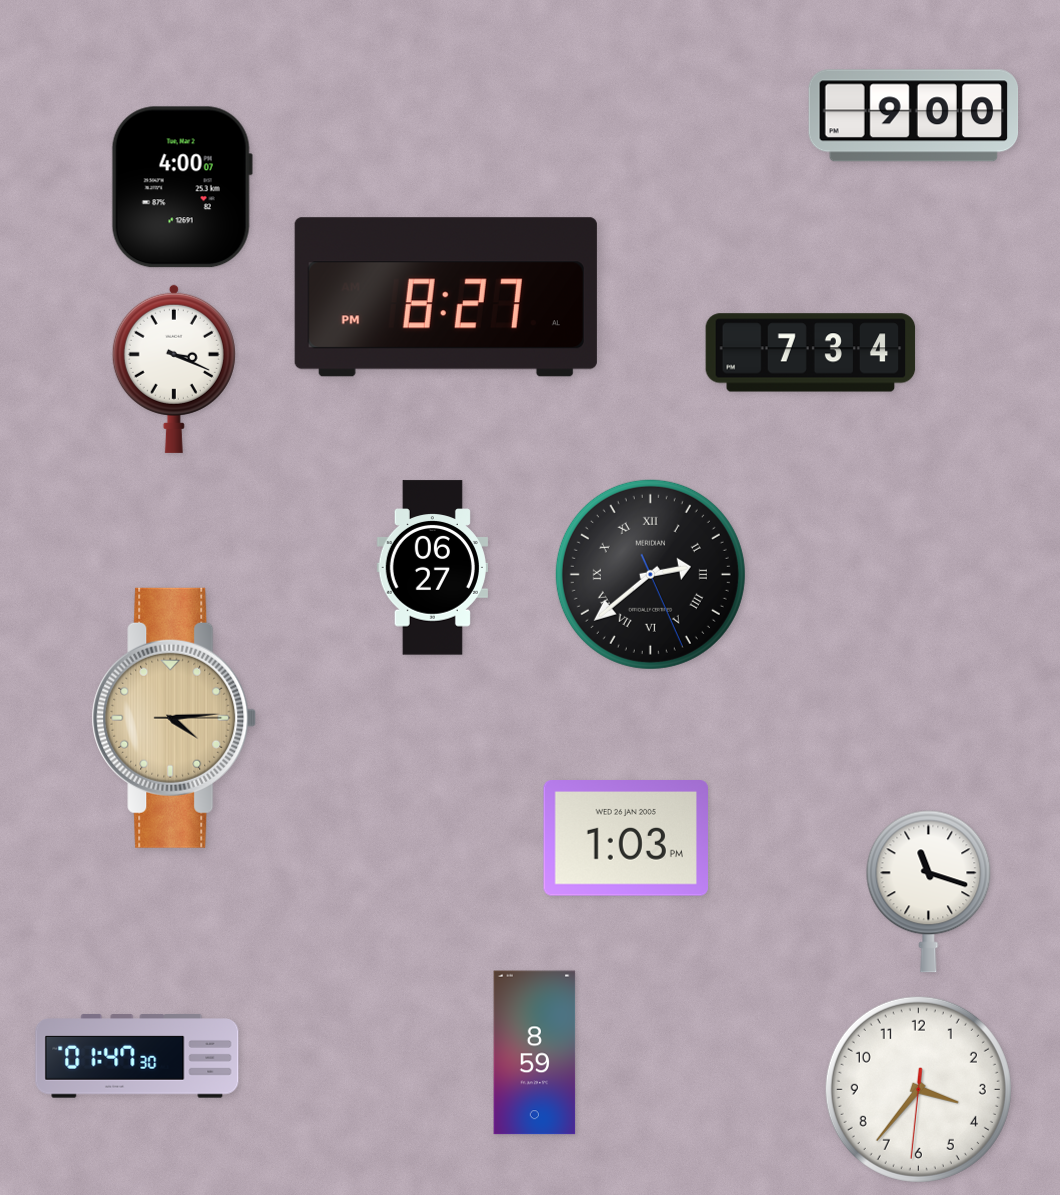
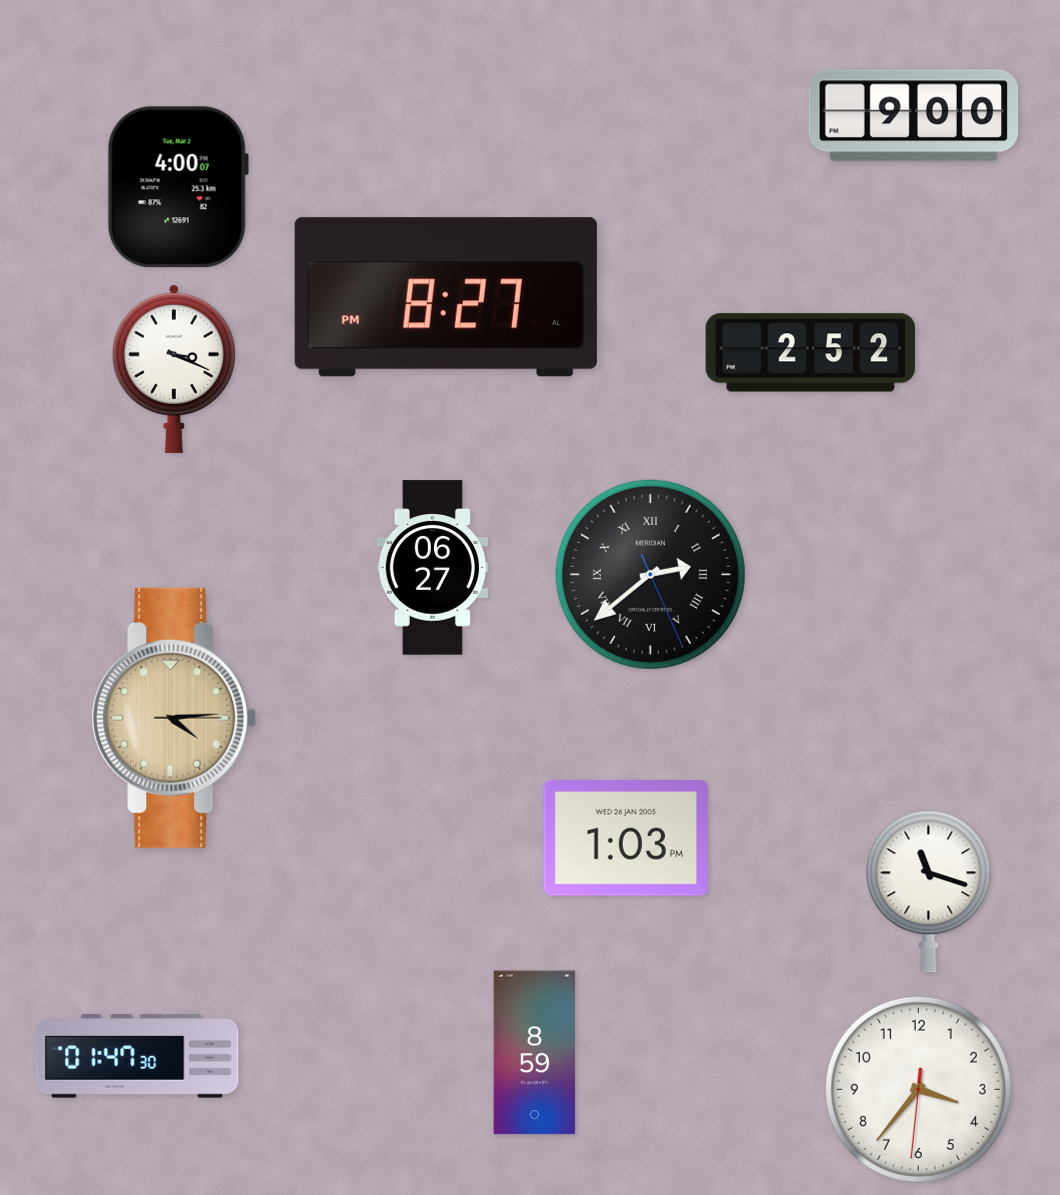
clock at (182, 187) position: (182, 187) -> (178, 187)
clock at (811, 353): 7:34 -> 2:52
